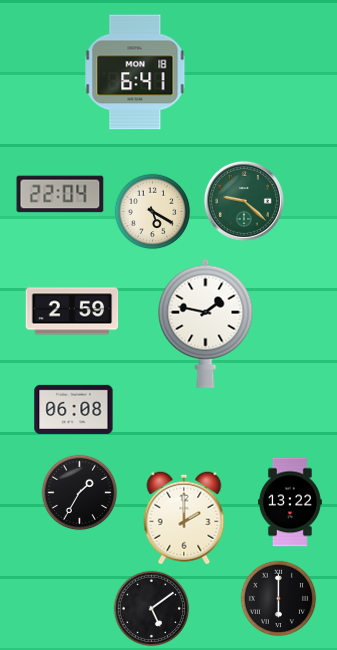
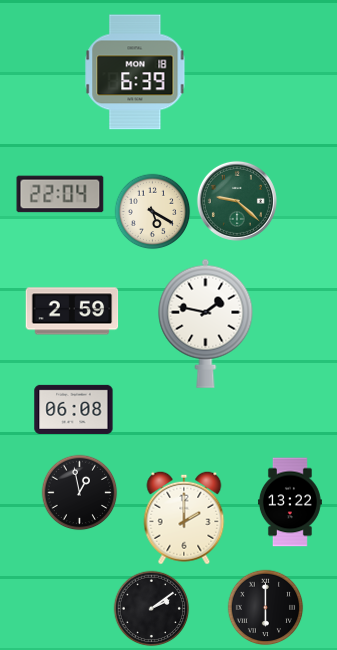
clock at (135, 72): 6:41 -> 6:39
clock at (244, 201) position: (244, 201) -> (237, 201)
clock at (80, 493): 1:35 -> 12:58
clock at (279, 599) position: (279, 599) -> (266, 608)
clock at (152, 609): 5:09 -> 2:09
